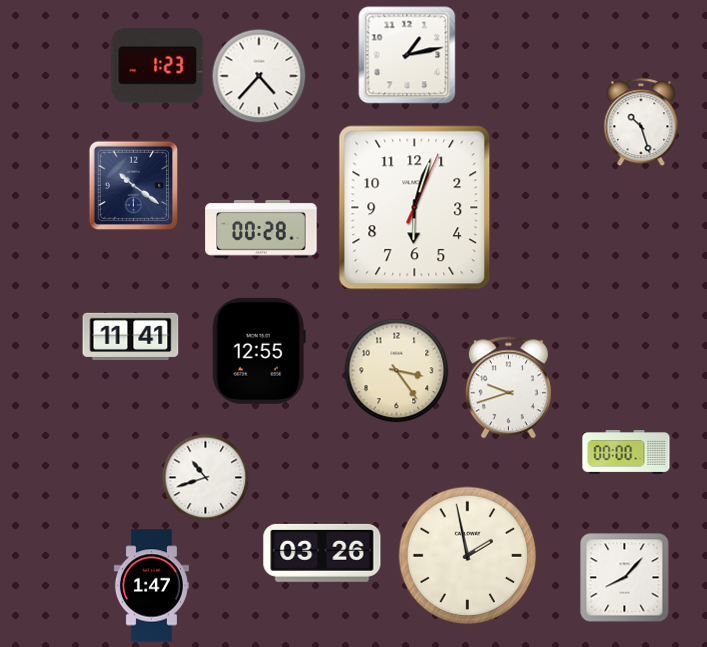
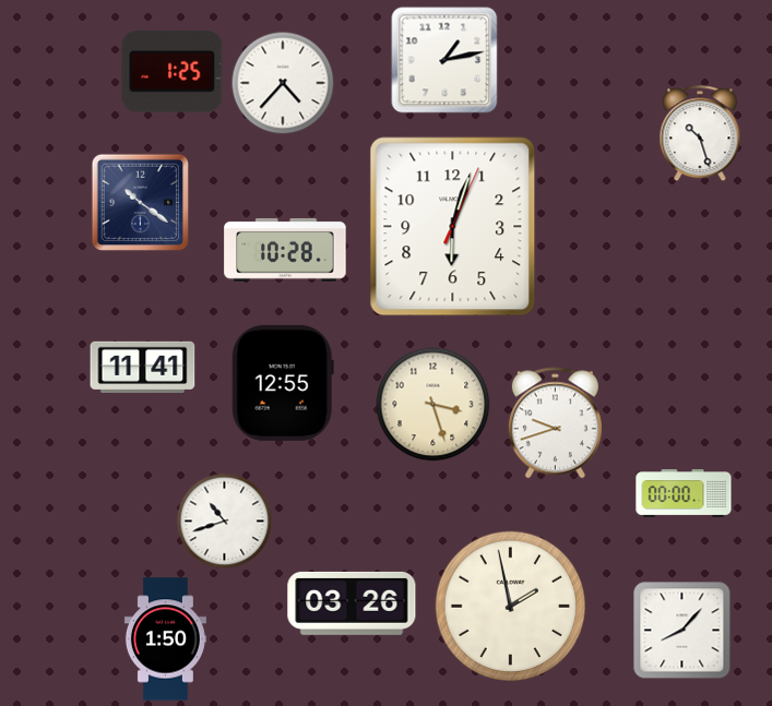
clock at (158, 65): 1:23 -> 1:25
clock at (134, 186) position: (134, 186) -> (141, 203)
clock at (261, 230): 00:28 -> 10:28
clock at (397, 371): 3:24 -> 3:27
clock at (151, 586): 1:47 -> 1:50
